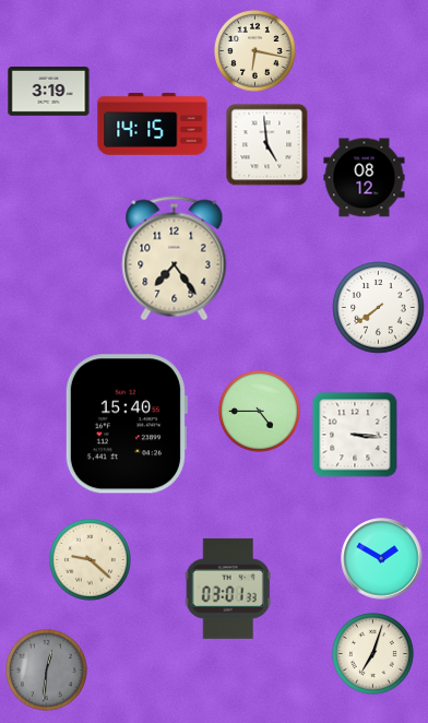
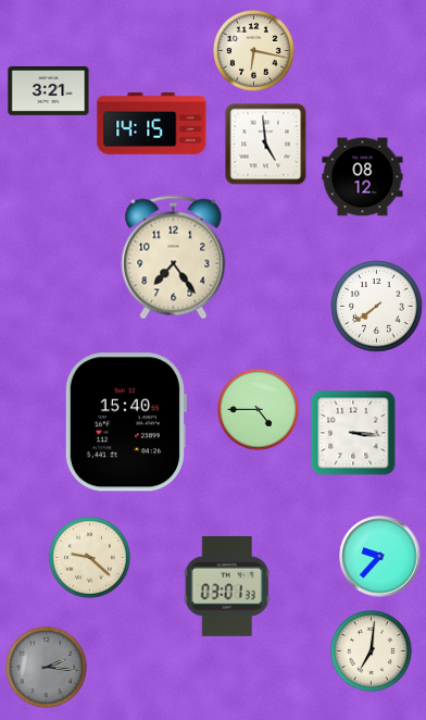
clock at (49, 92): 3:19 -> 3:21
clock at (382, 559): 1:50 -> 9:37
clock at (373, 654): 7:03 -> 7:01
clock at (47, 671): 12:31 -> 2:16
